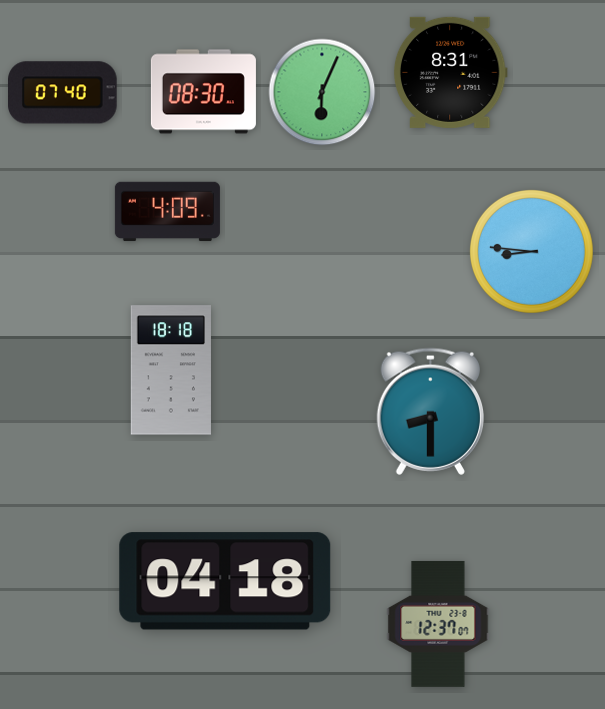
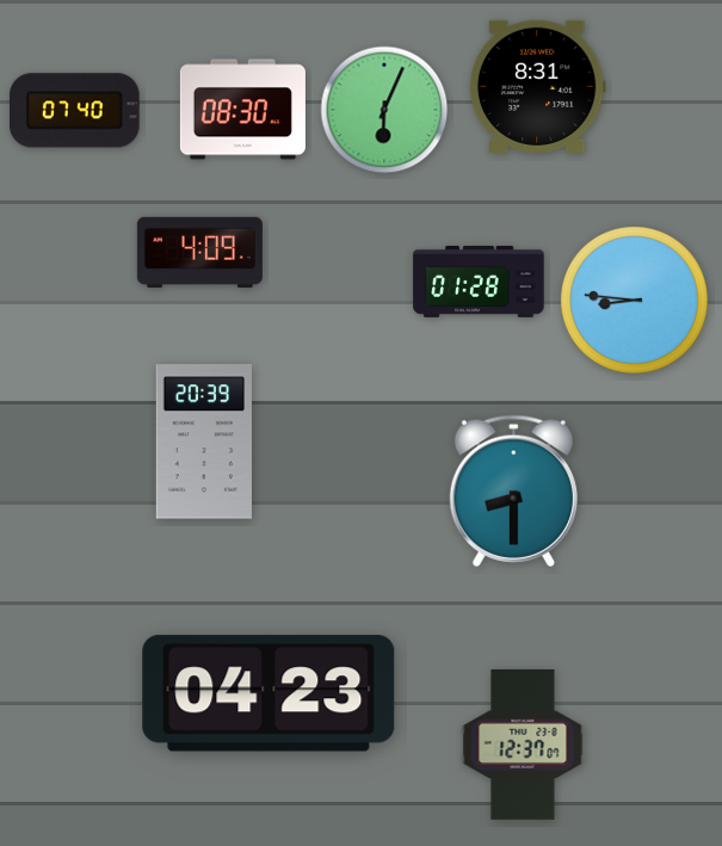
clock at (479, 282): none -> 01:28
clock at (171, 370): 18:18 -> 20:39
clock at (225, 581): 04:18 -> 04:23
